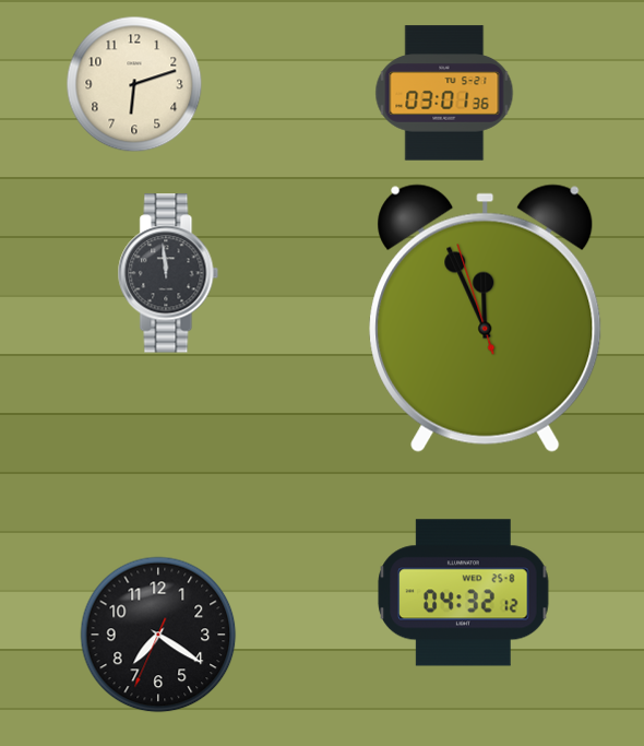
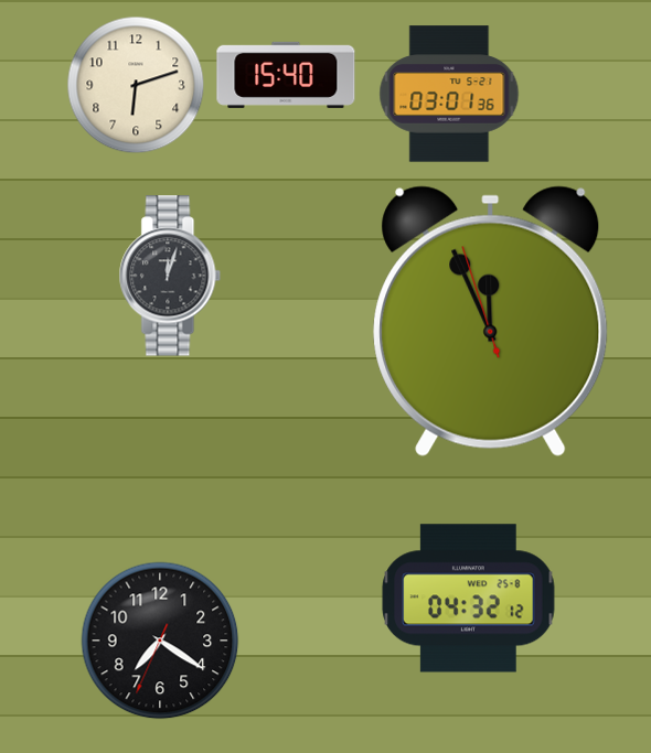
clock at (286, 75): none -> 15:40
clock at (168, 273): 11:59 -> 12:03
